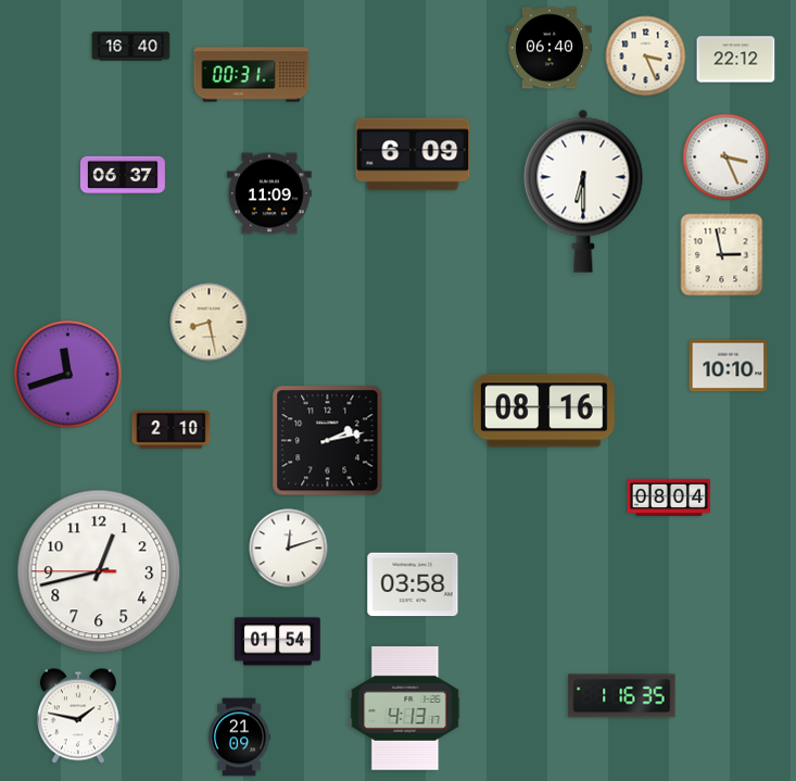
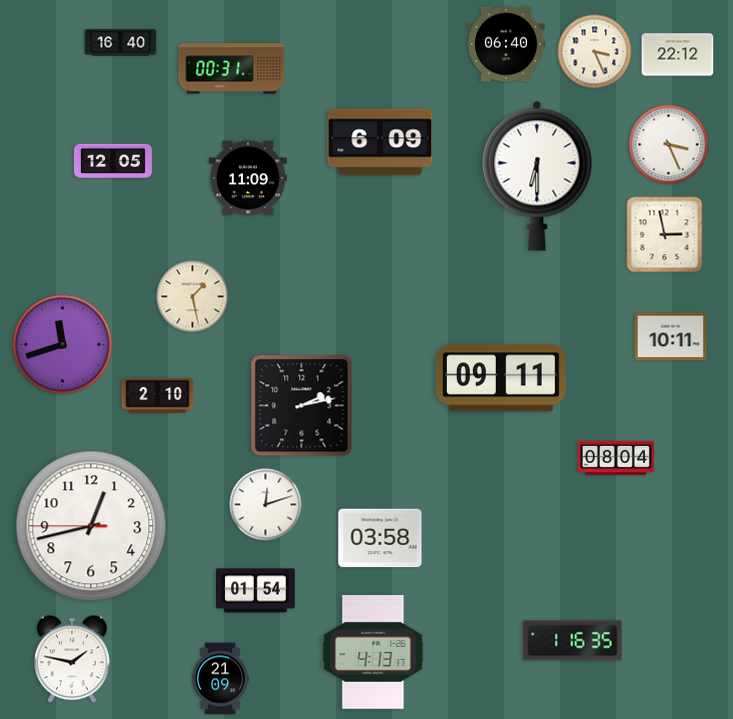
clock at (123, 175): 06:37 -> 12:05
clock at (210, 323): 8:28 -> 1:28
clock at (729, 366): 10:10 -> 10:11
clock at (544, 411): 08:16 -> 09:11
